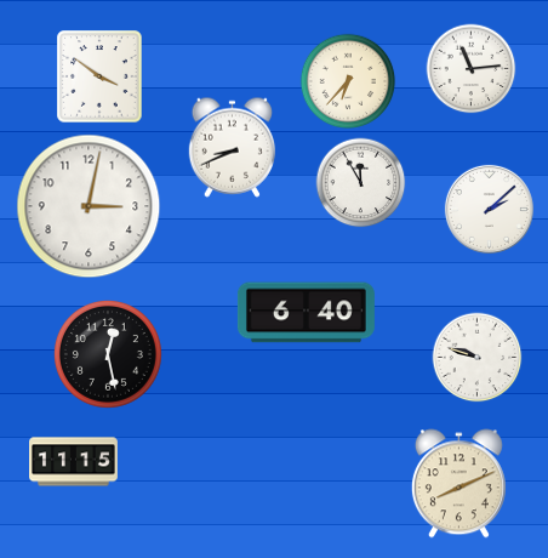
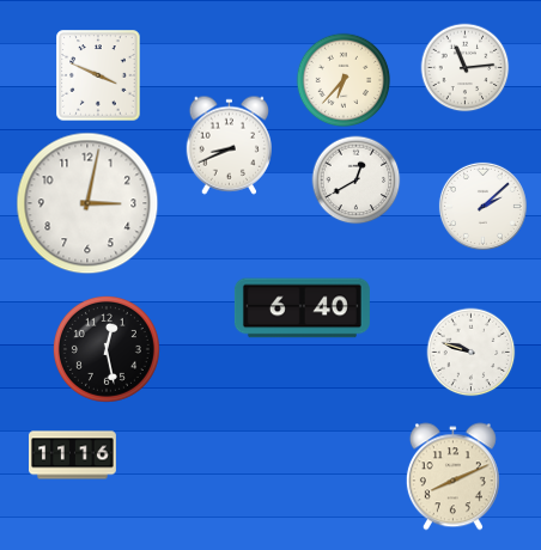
clock at (99, 76): 3:51 -> 3:49
clock at (361, 183): 11:55 -> 12:40
clock at (74, 462): 11:15 -> 11:16
